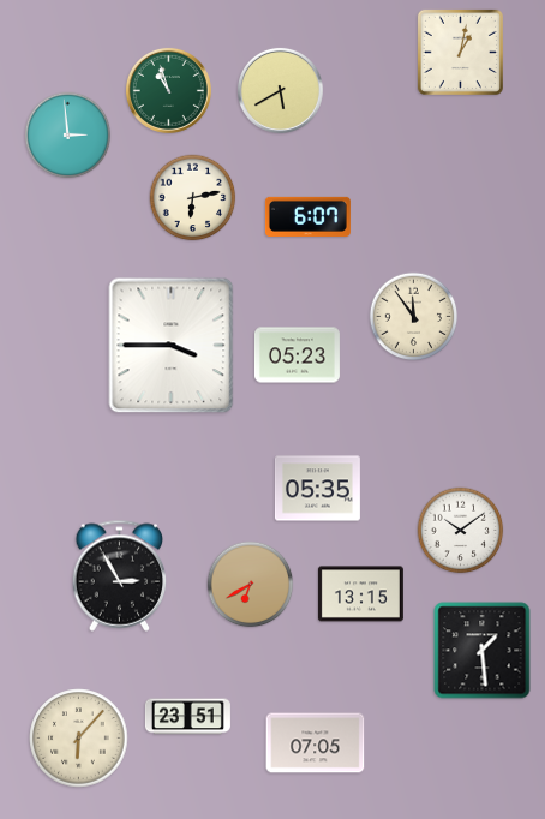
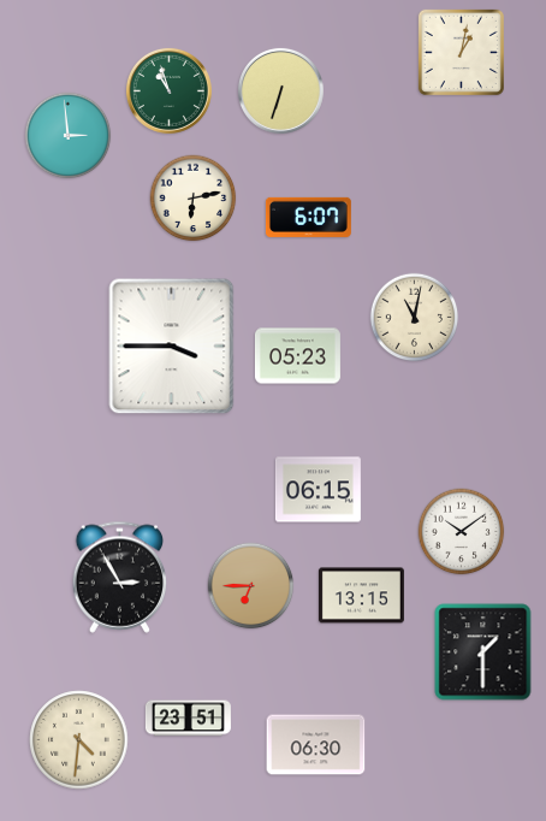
clock at (280, 90): 5:40 -> 6:33
clock at (414, 317): 11:54 -> 11:02
clock at (317, 489): 05:35 -> 06:15
clock at (251, 585): 6:40 -> 6:45
clock at (483, 651): 1:29 -> 1:30
clock at (79, 739): 6:07 -> 4:31
clock at (316, 743): 07:05 -> 06:30
